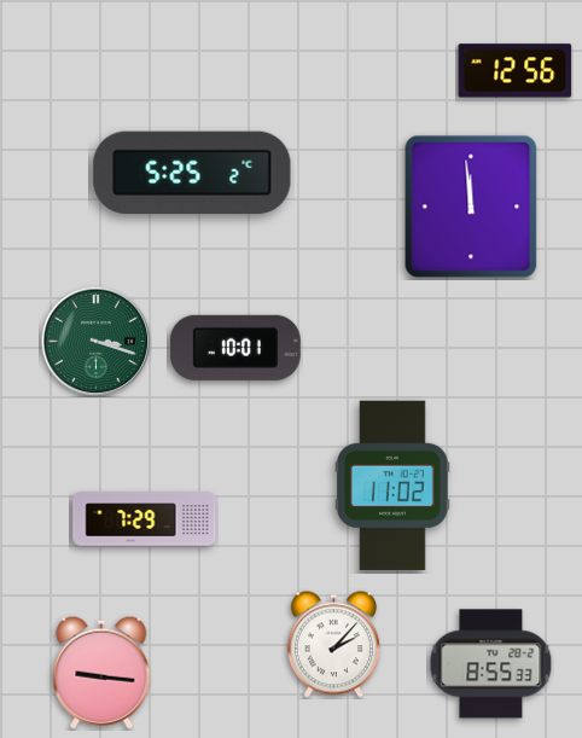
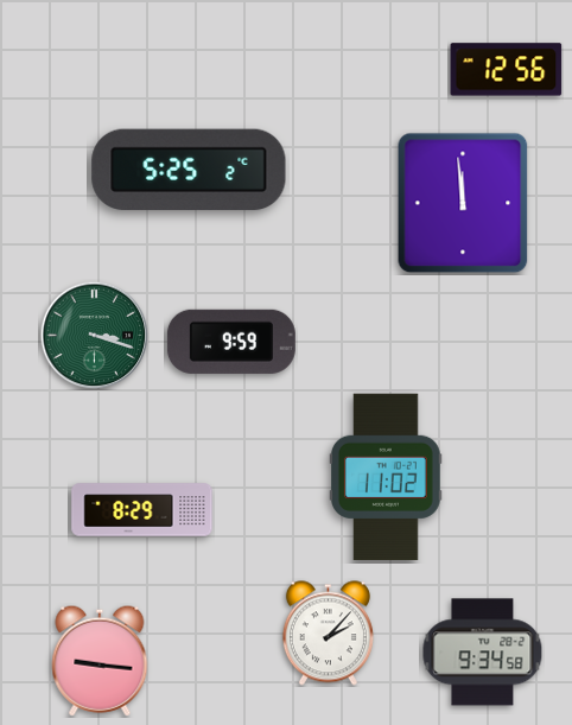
clock at (235, 348): 10:01 -> 9:59
clock at (145, 519): 7:29 -> 8:29
clock at (491, 664): 8:55 -> 9:34
